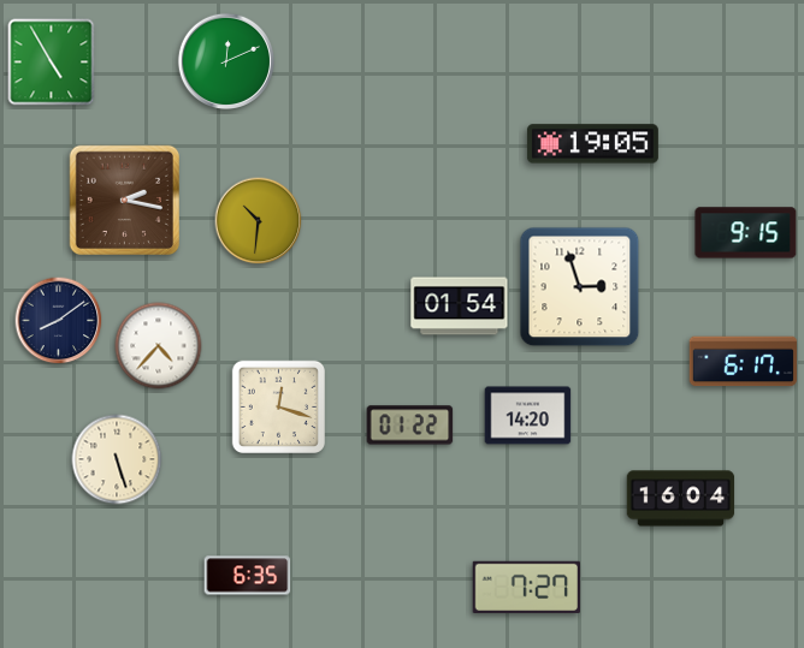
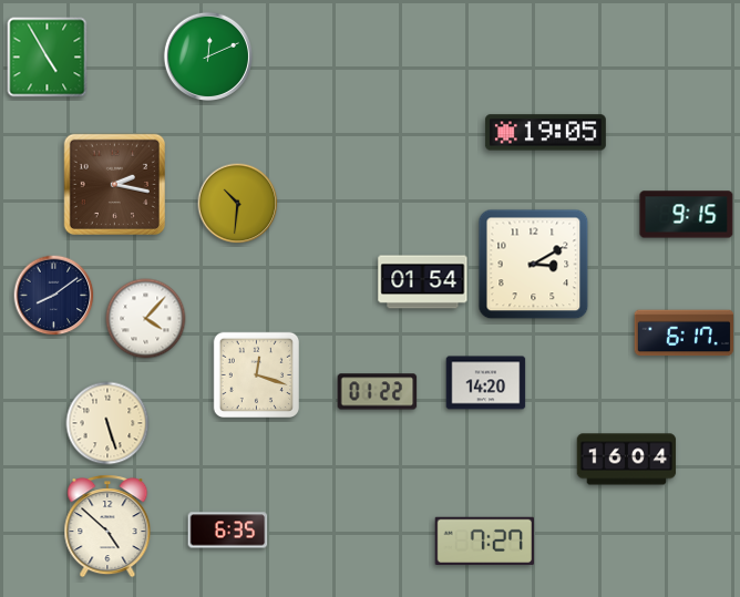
clock at (580, 287): 2:57 -> 3:10
clock at (159, 346): 4:37 -> 4:07
clock at (107, 526): none -> 4:52
